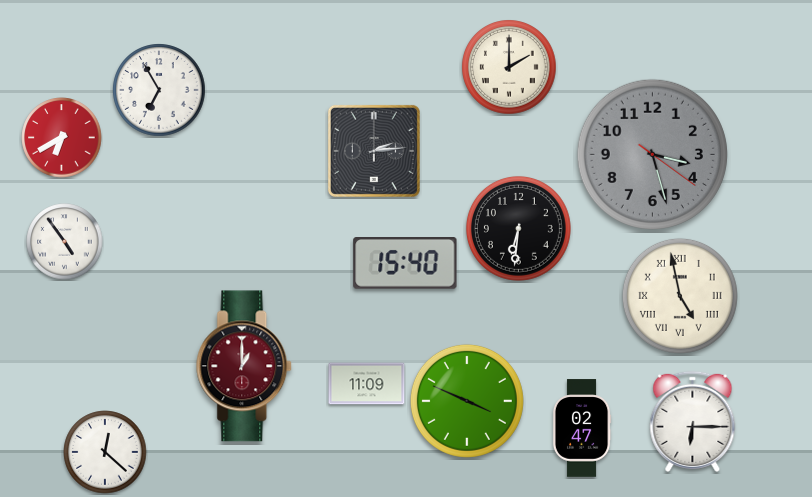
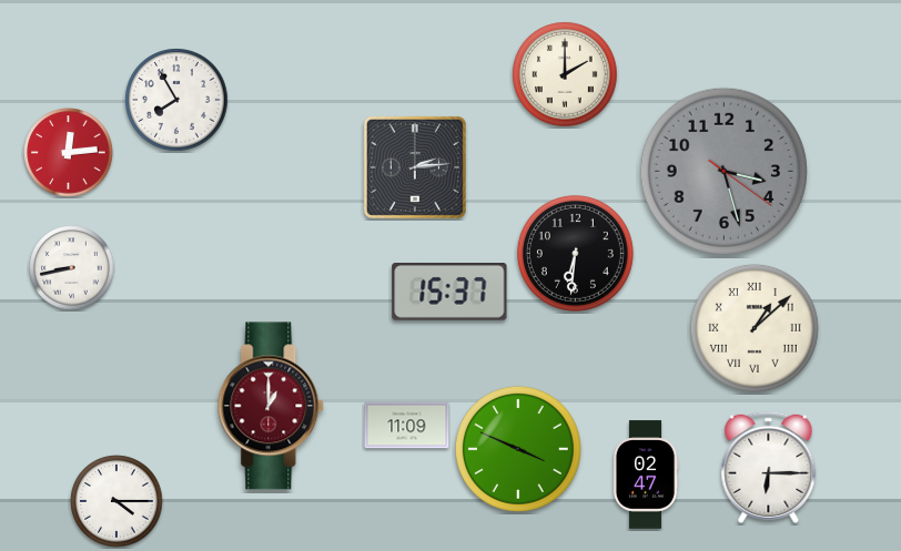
clock at (159, 90): 6:55 -> 7:55
clock at (62, 138): 6:40 -> 12:14
clock at (65, 242): 4:54 -> 8:43
clock at (405, 264): 15:40 -> 15:37
clock at (680, 296): 4:58 -> 1:08
clock at (467, 401) position: (467, 401) -> (518, 449)
clock at (105, 452): 12:22 -> 4:15
